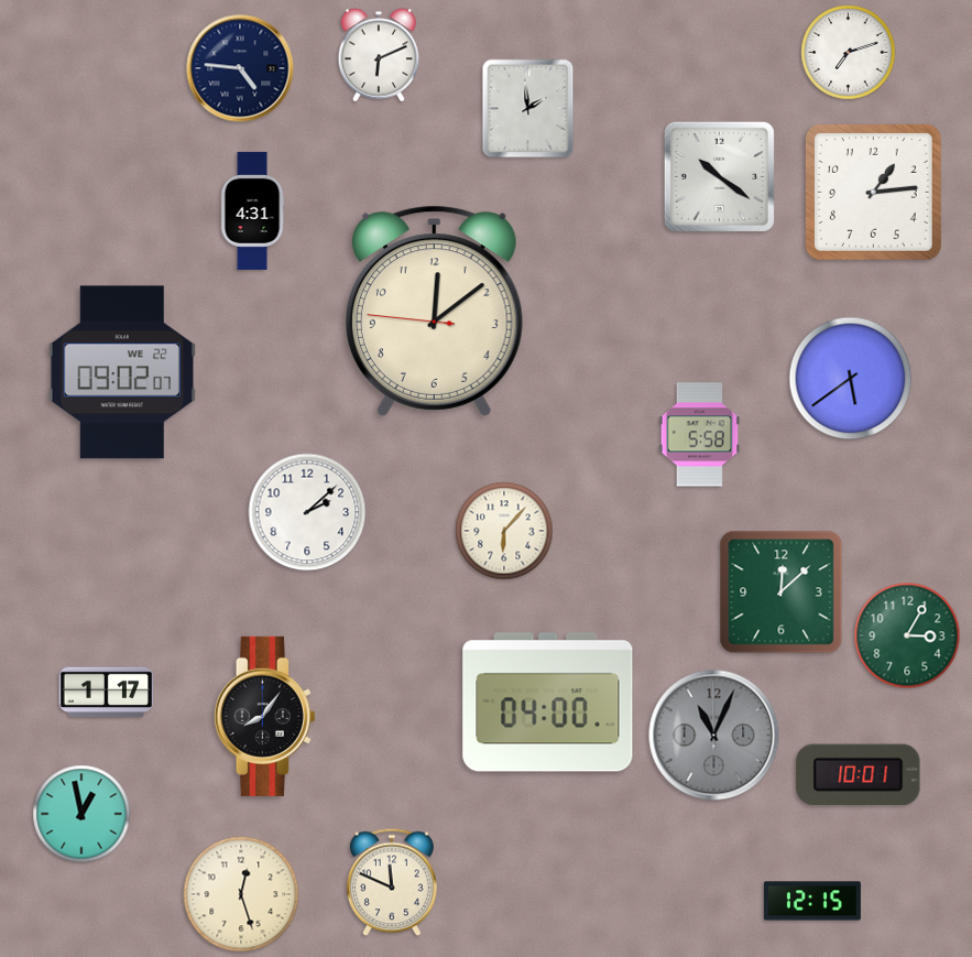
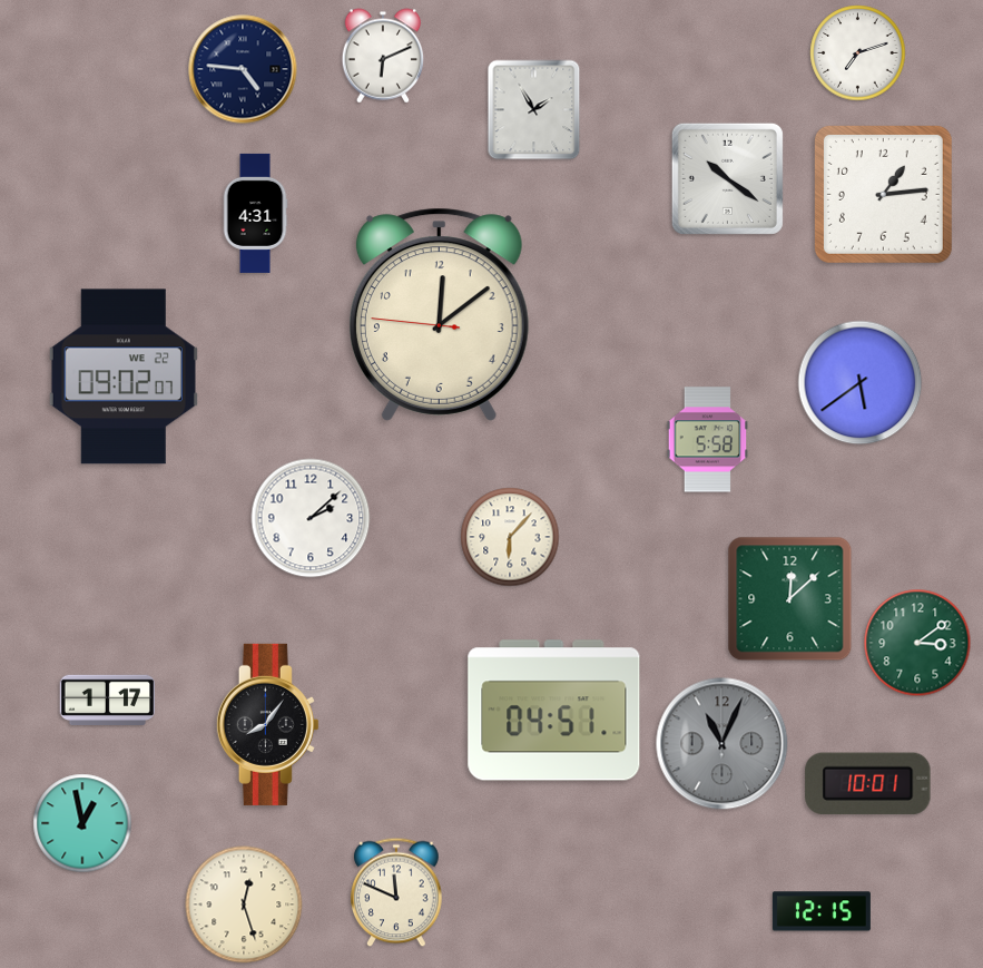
clock at (528, 109): 1:59 -> 1:55
clock at (907, 635): 3:05 -> 3:09
clock at (548, 703): 04:00 -> 04:51
